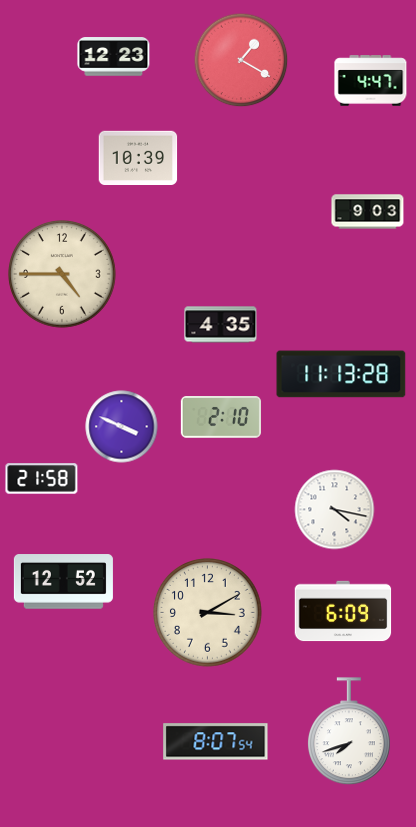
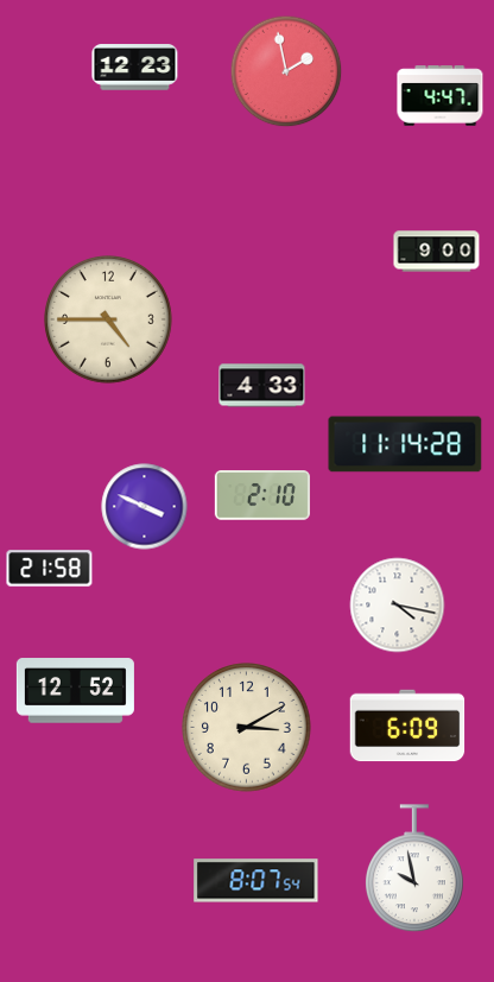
clock at (241, 60): 1:20 -> 1:58
clock at (138, 157): 10:39 -> none
clock at (368, 212): 9:03 -> 9:00
clock at (63, 275) position: (63, 275) -> (109, 321)
clock at (221, 325): 4:35 -> 4:33
clock at (341, 374): 11:13 -> 11:14
clock at (349, 732): 7:42 -> 9:58
